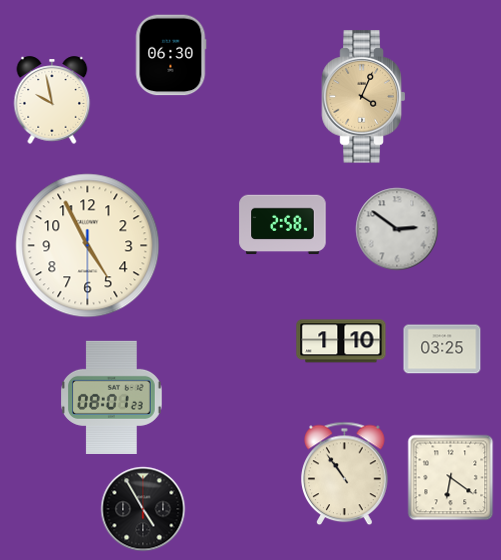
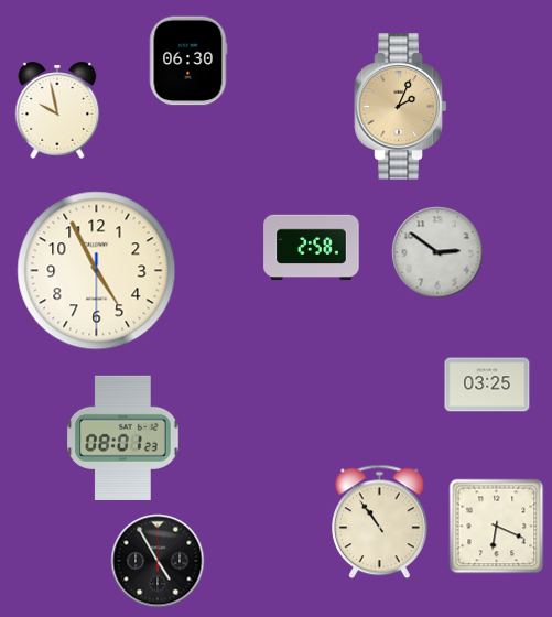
clock at (364, 97): 4:04 -> 2:04
clock at (341, 341): 1:10 -> none
clock at (451, 478): 6:21 -> 6:19
